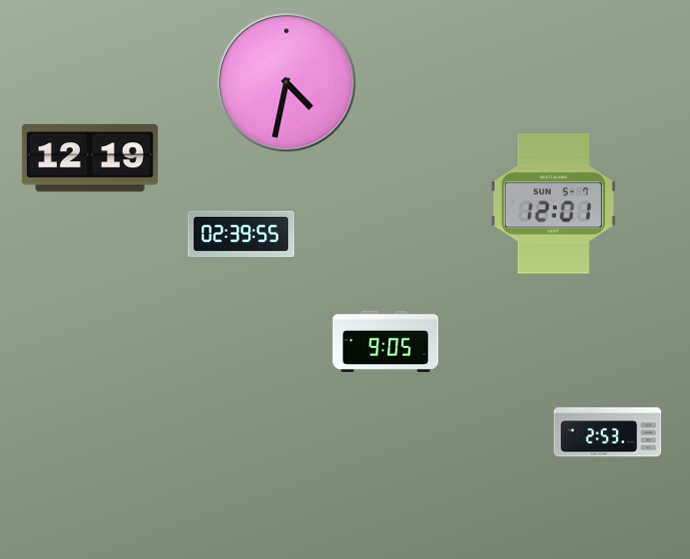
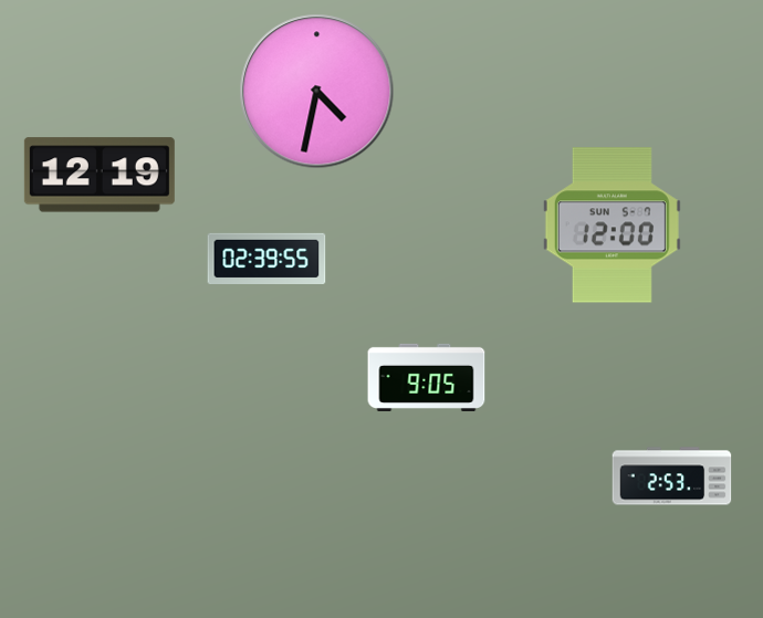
clock at (553, 204): 12:01 -> 12:00
